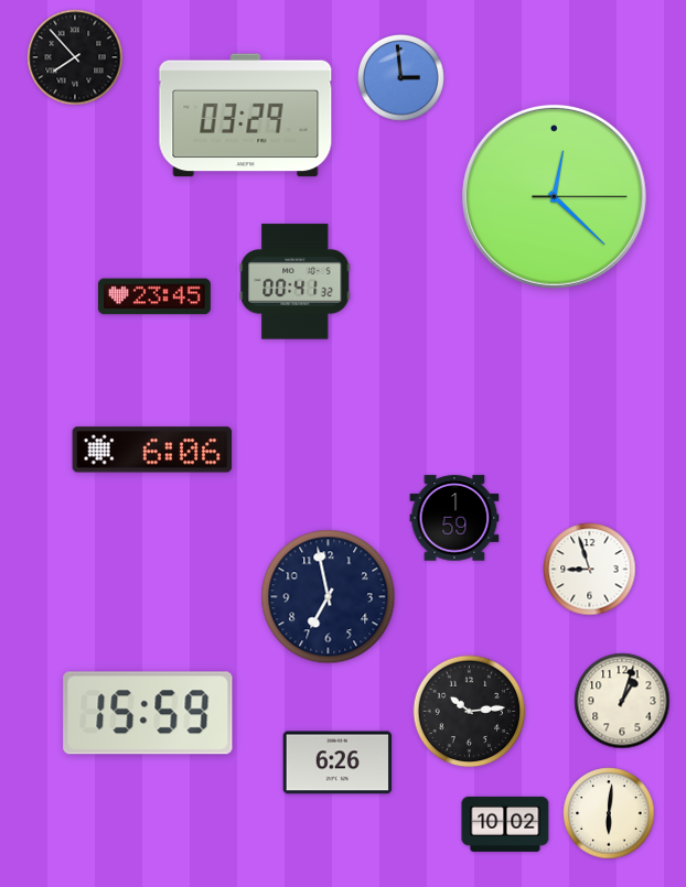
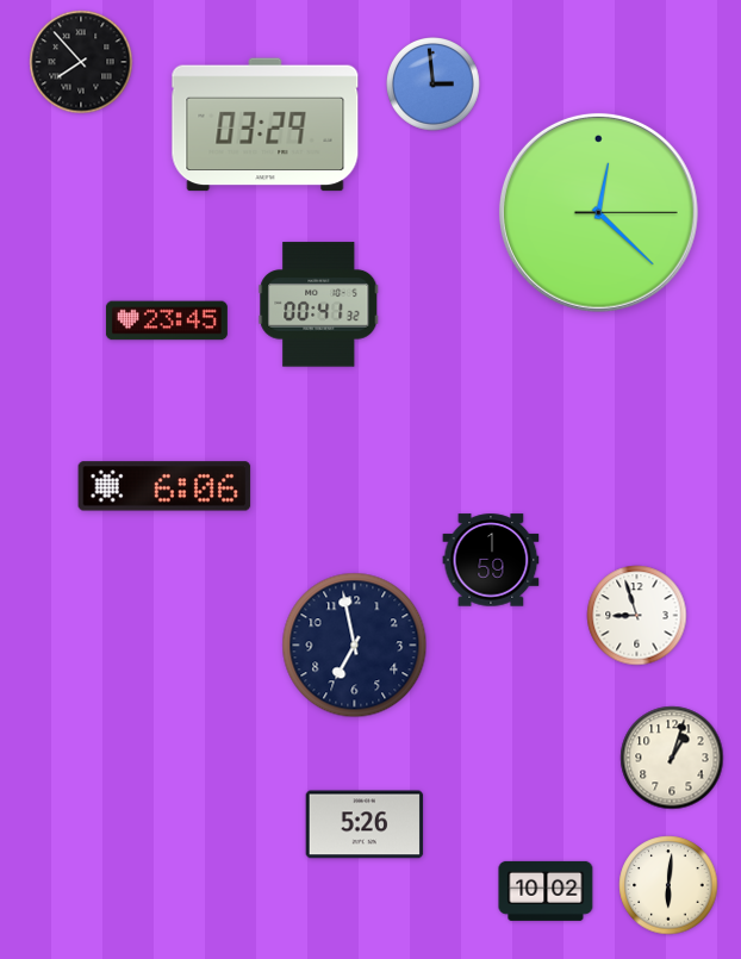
clock at (470, 712): 10:14 -> none
clock at (148, 713): 15:59 -> none
clock at (337, 762): 6:26 -> 5:26
clock at (609, 813) position: (609, 813) -> (668, 885)
